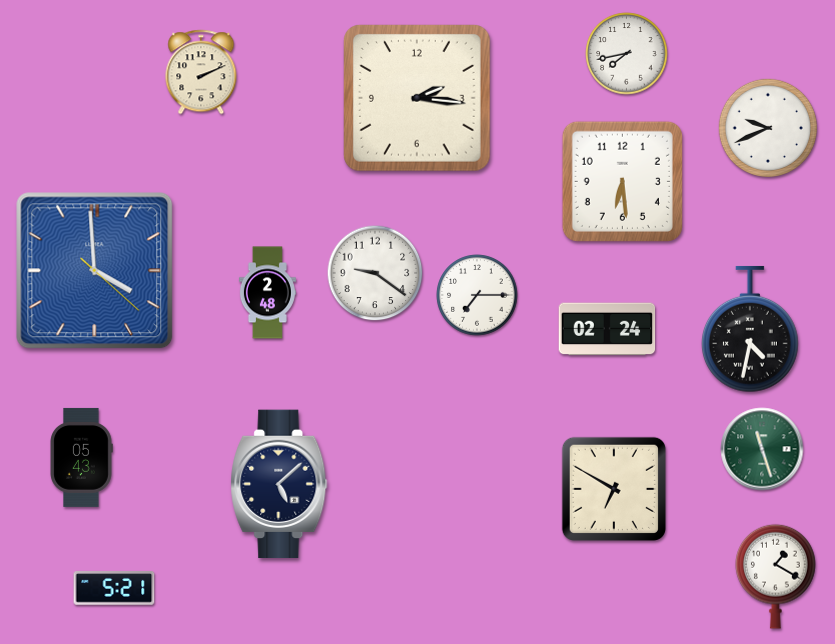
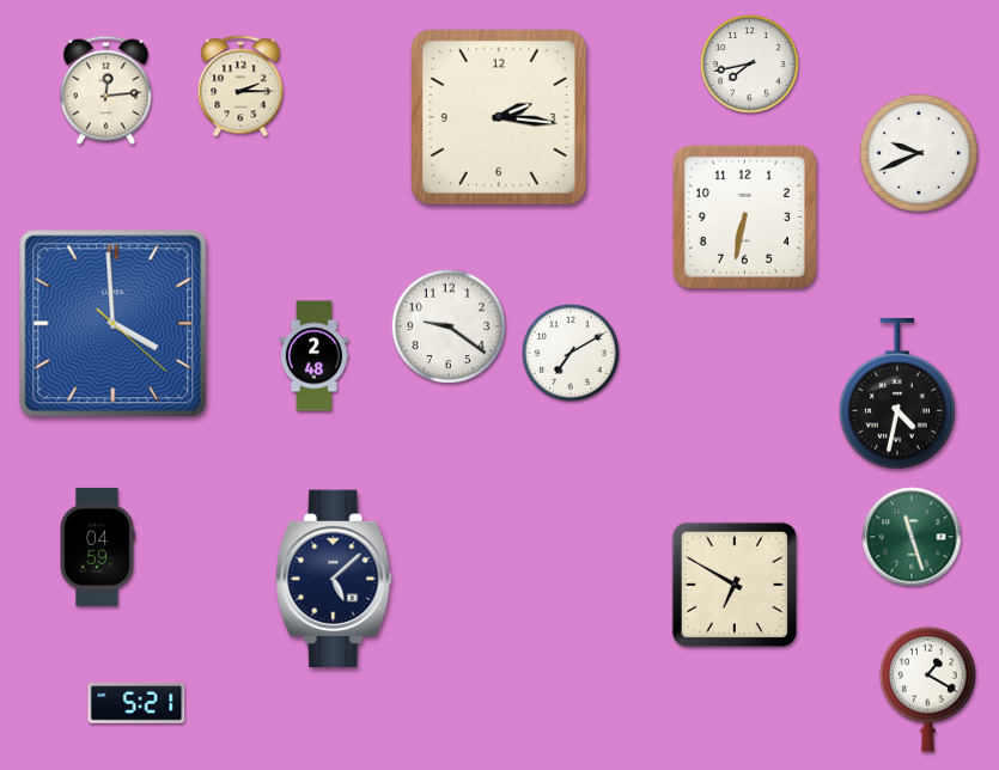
clock at (201, 72): 2:11 -> 2:15
clock at (105, 90): none -> 12:14
clock at (622, 181): 6:29 -> 6:32
clock at (267, 293) position: (267, 293) -> (313, 356)
clock at (477, 295): 7:15 -> 7:10
clock at (607, 329): 02:24 -> none
clock at (81, 457): 05:43 -> 04:59
